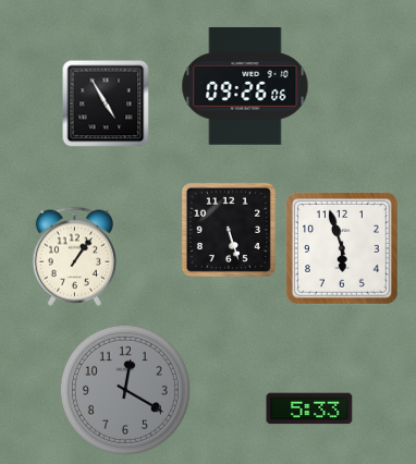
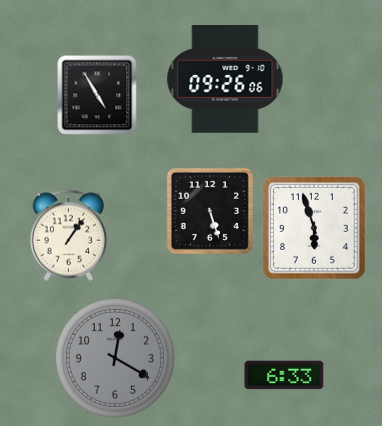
clock at (309, 408): 5:33 -> 6:33
